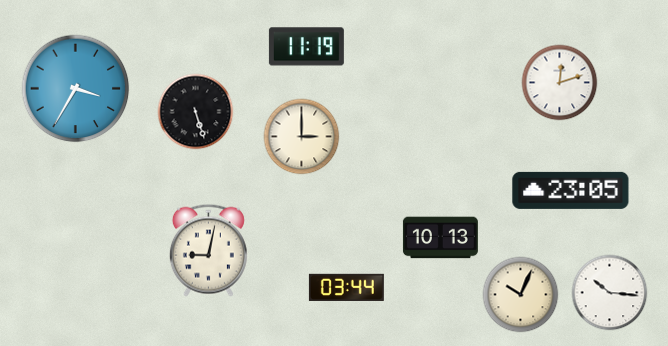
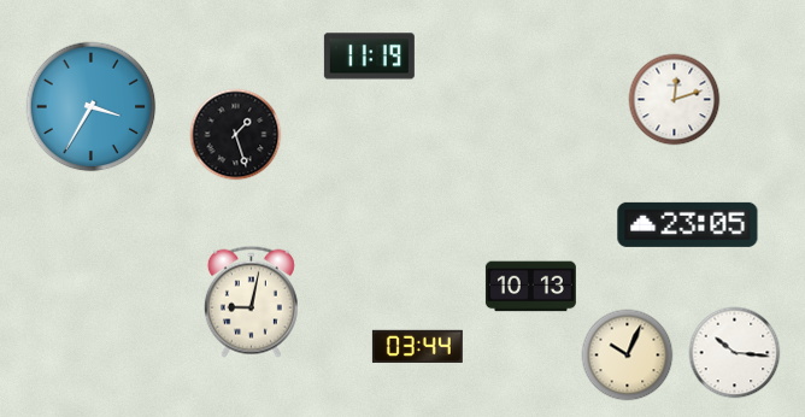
clock at (196, 112): 5:27 -> 1:27
clock at (302, 137): 3:00 -> none
clock at (571, 190) position: (571, 190) -> (688, 224)
